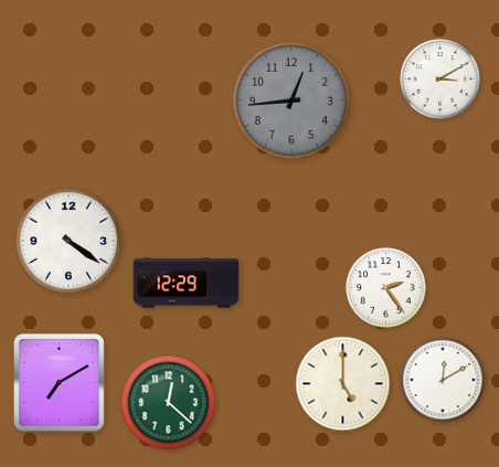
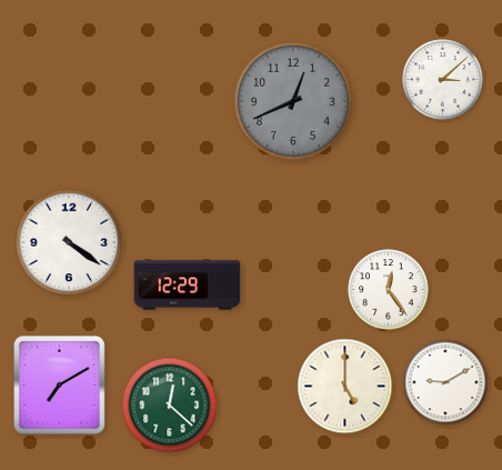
clock at (440, 79): 3:10 -> 3:08
clock at (291, 100): 12:44 -> 12:41
clock at (386, 288): 2:24 -> 12:24
clock at (443, 380): 12:10 -> 9:10
